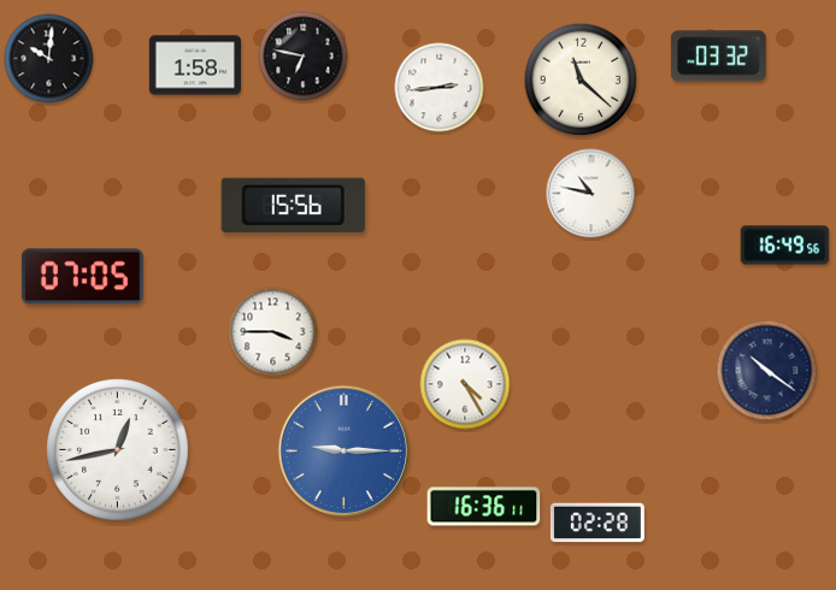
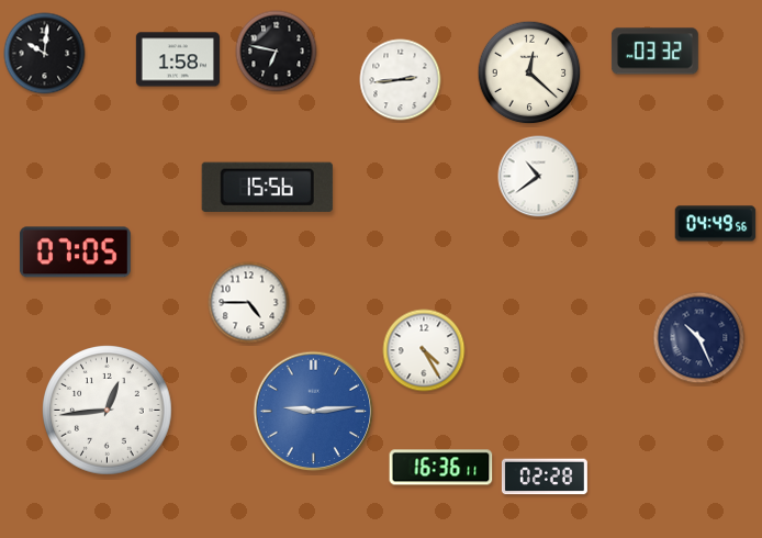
clock at (581, 79): 11:22 -> 12:22
clock at (591, 194): 10:47 -> 10:39
clock at (785, 246): 16:49 -> 04:49
clock at (273, 332): 3:45 -> 4:45
clock at (767, 371): 10:21 -> 10:26
clock at (118, 450): 12:43 -> 12:44
clock at (345, 452): 9:15 -> 9:14
clock at (484, 507) position: (484, 507) -> (441, 468)
